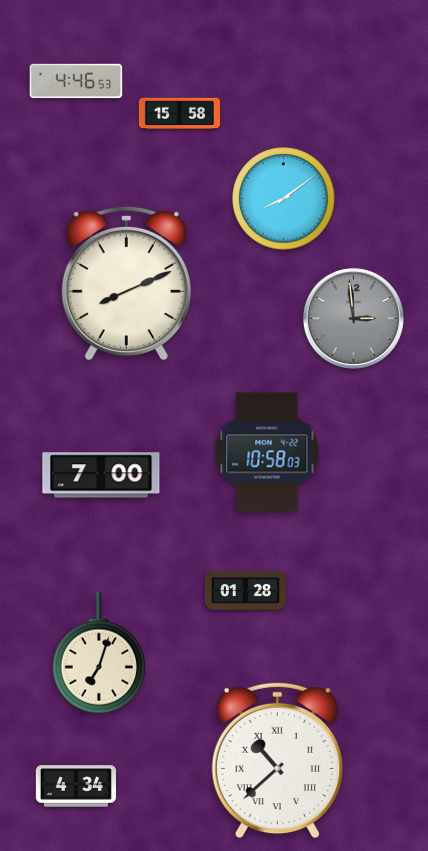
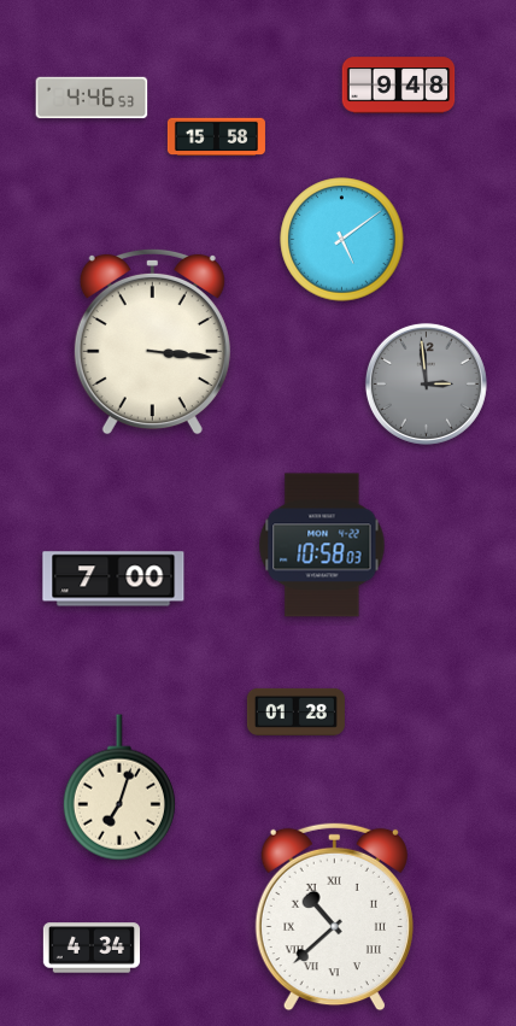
clock at (399, 86): none -> 9:48
clock at (284, 199): 8:09 -> 5:09
clock at (126, 283): 8:11 -> 3:16
clock at (101, 475) position: (101, 475) -> (113, 579)
